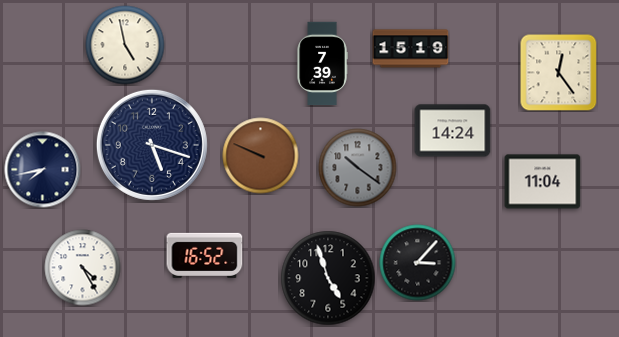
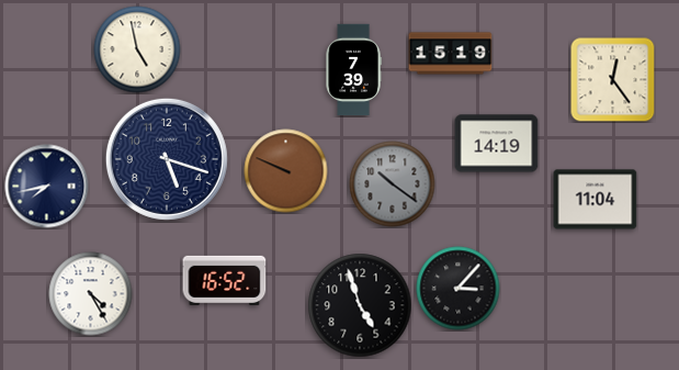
clock at (453, 131): 14:24 -> 14:19
